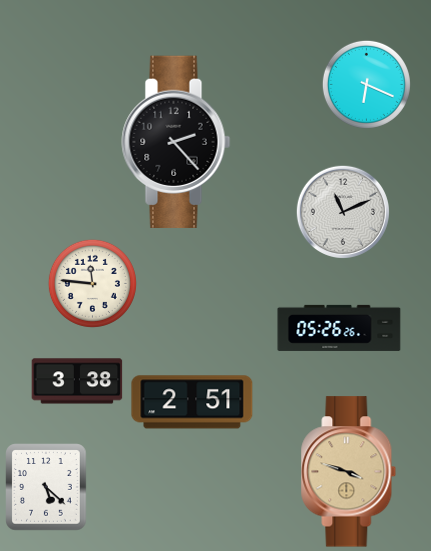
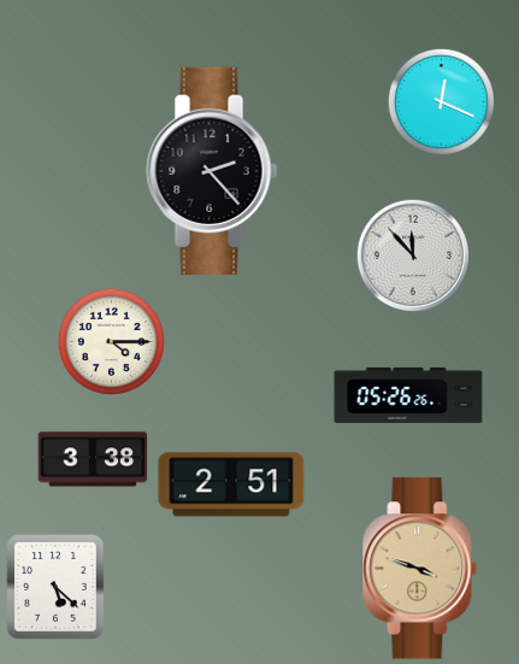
clock at (366, 84): 6:19 -> 12:19
clock at (342, 211): 11:11 -> 11:53
clock at (92, 283): 11:46 -> 4:15
